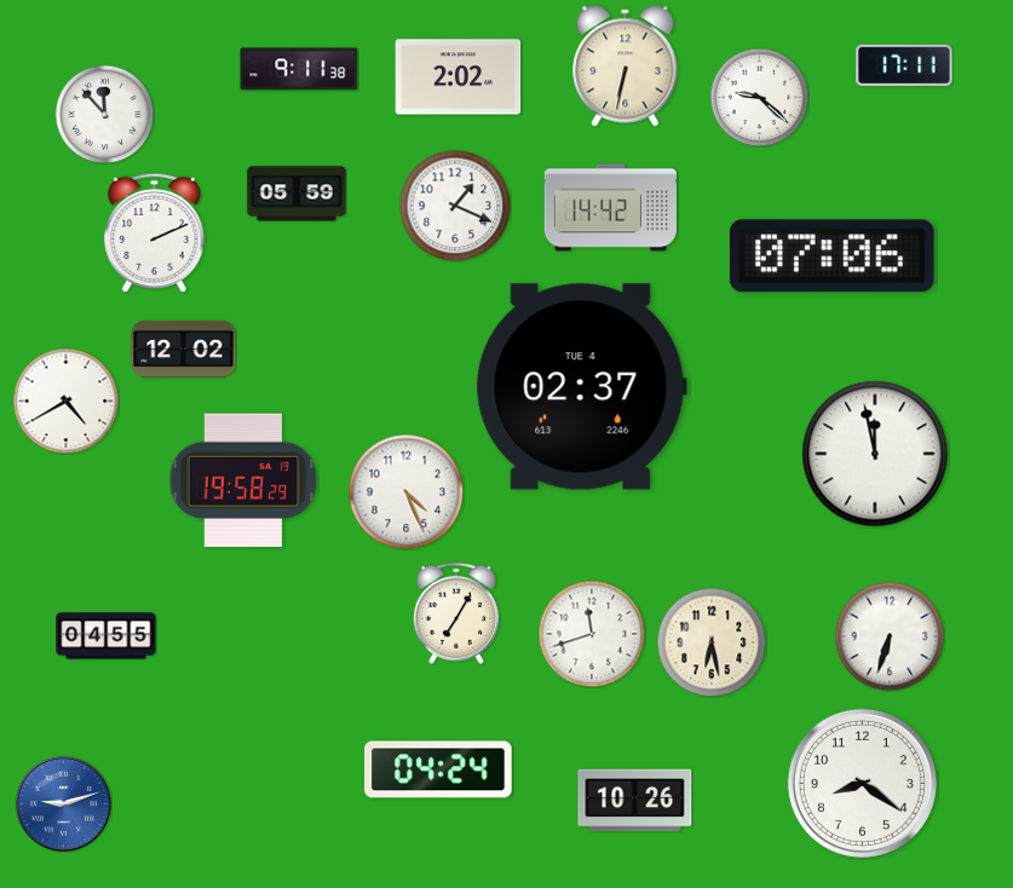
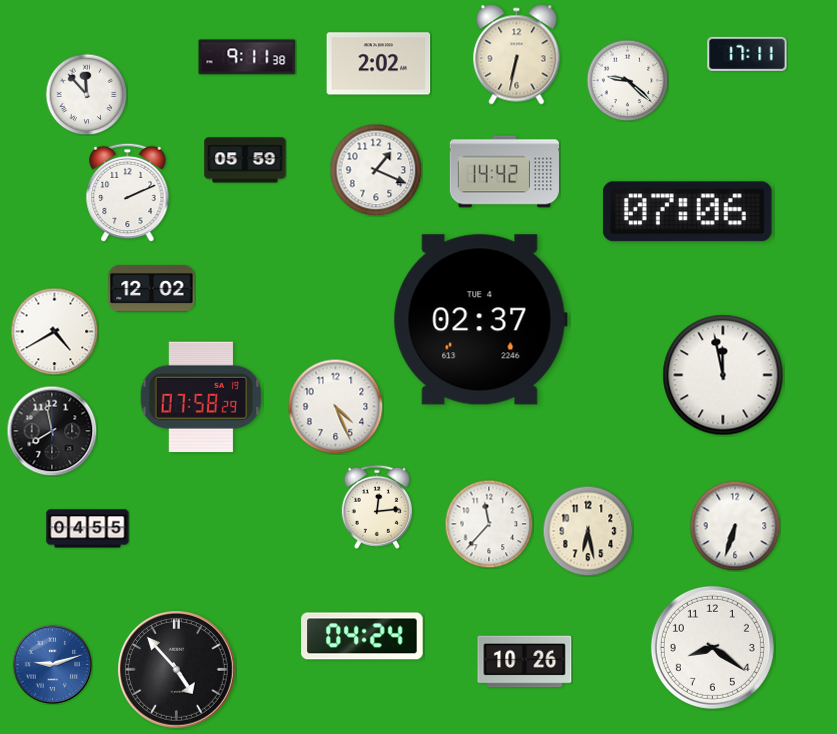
clock at (243, 480): 19:58 -> 07:58
clock at (52, 431): none -> 7:58
clock at (456, 613): 7:05 -> 12:14
clock at (592, 634): 11:42 -> 11:37
clock at (107, 636) position: (107, 636) -> (88, 529)
clock at (177, 670): none -> 4:53
